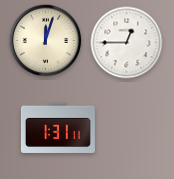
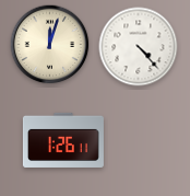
clock at (127, 43): 12:45 -> 4:23
clock at (58, 128): 1:31 -> 1:26
